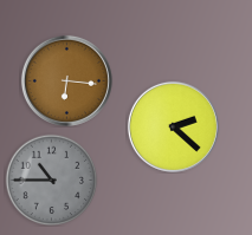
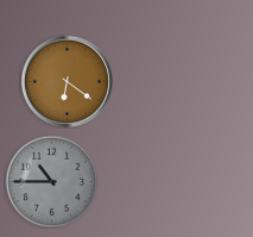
clock at (66, 80): 6:16 -> 6:21
clock at (173, 126): 2:22 -> none
